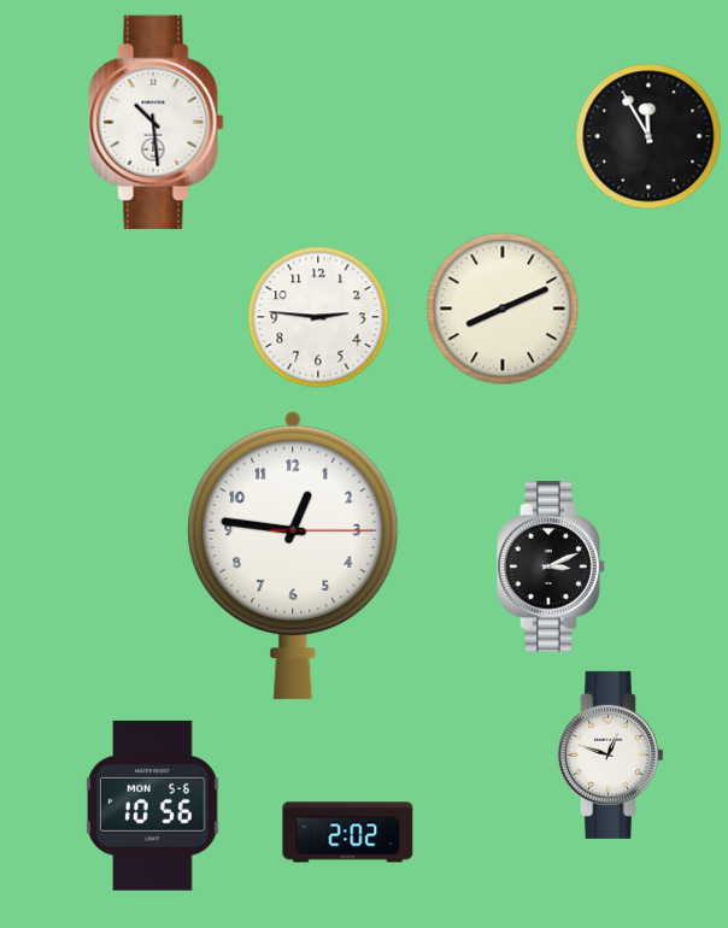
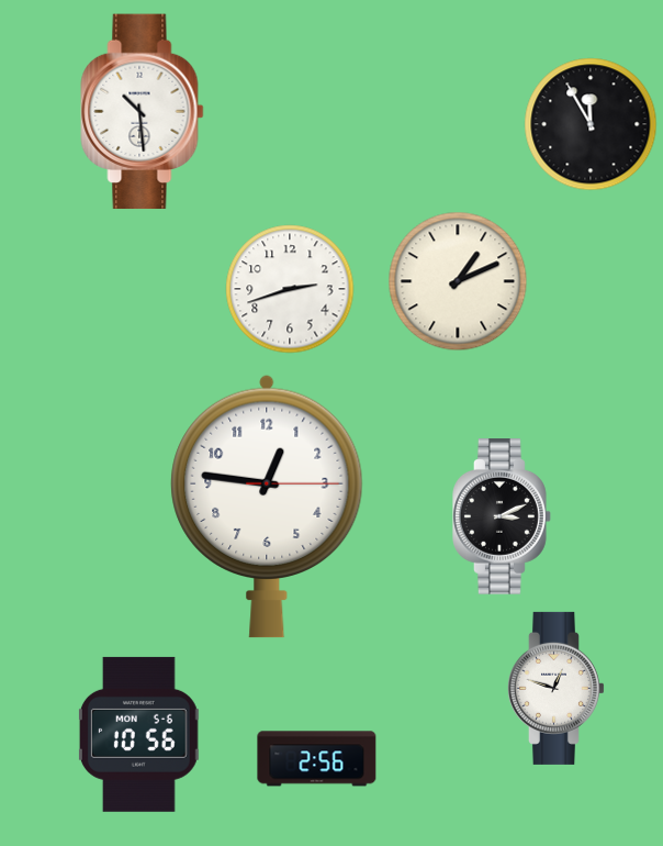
clock at (503, 309): 8:11 -> 1:11
clock at (318, 317): 2:46 -> 2:42
clock at (348, 833): 2:02 -> 2:56
